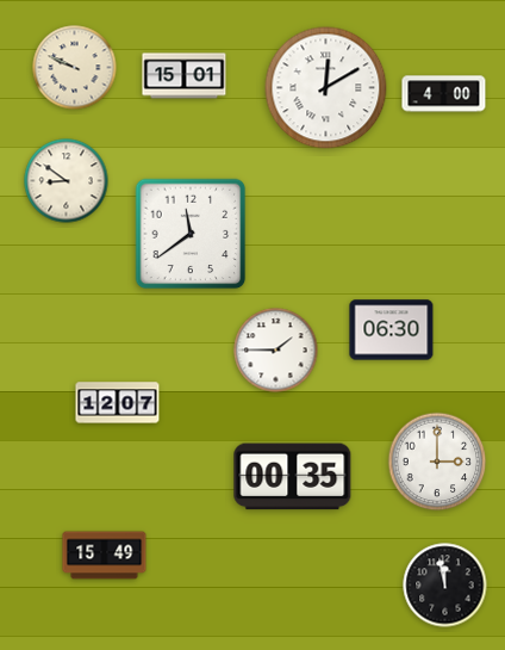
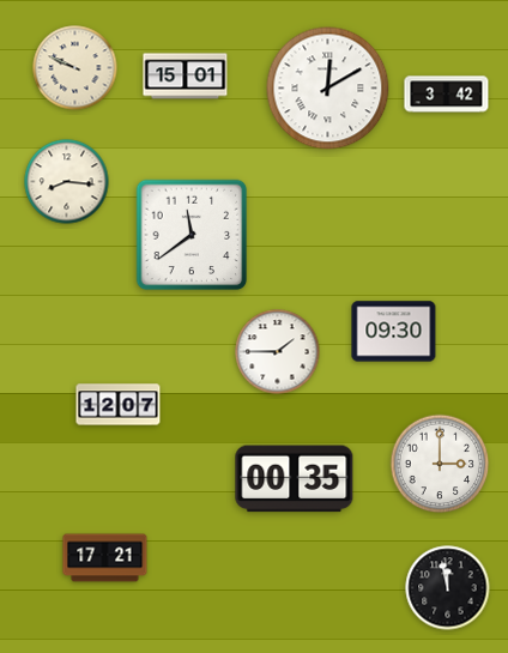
clock at (444, 94): 4:00 -> 3:42
clock at (67, 181): 8:51 -> 8:16
clock at (392, 330): 06:30 -> 09:30
clock at (105, 556): 15:49 -> 17:21
